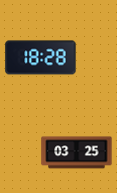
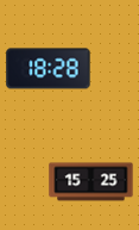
clock at (77, 153): 03:25 -> 15:25
